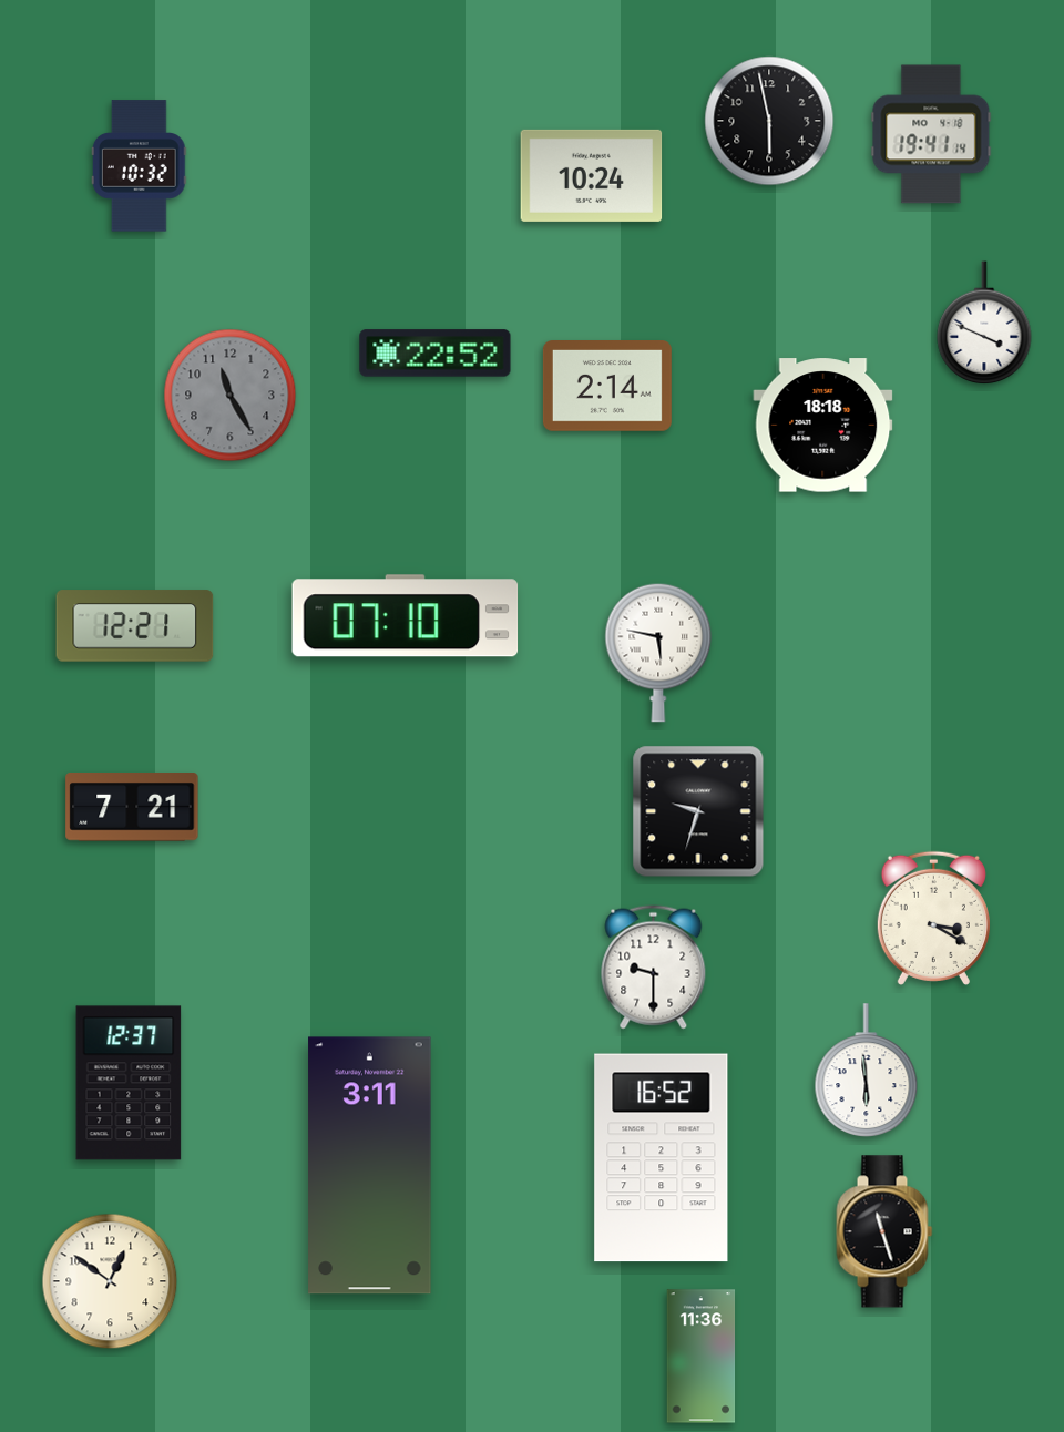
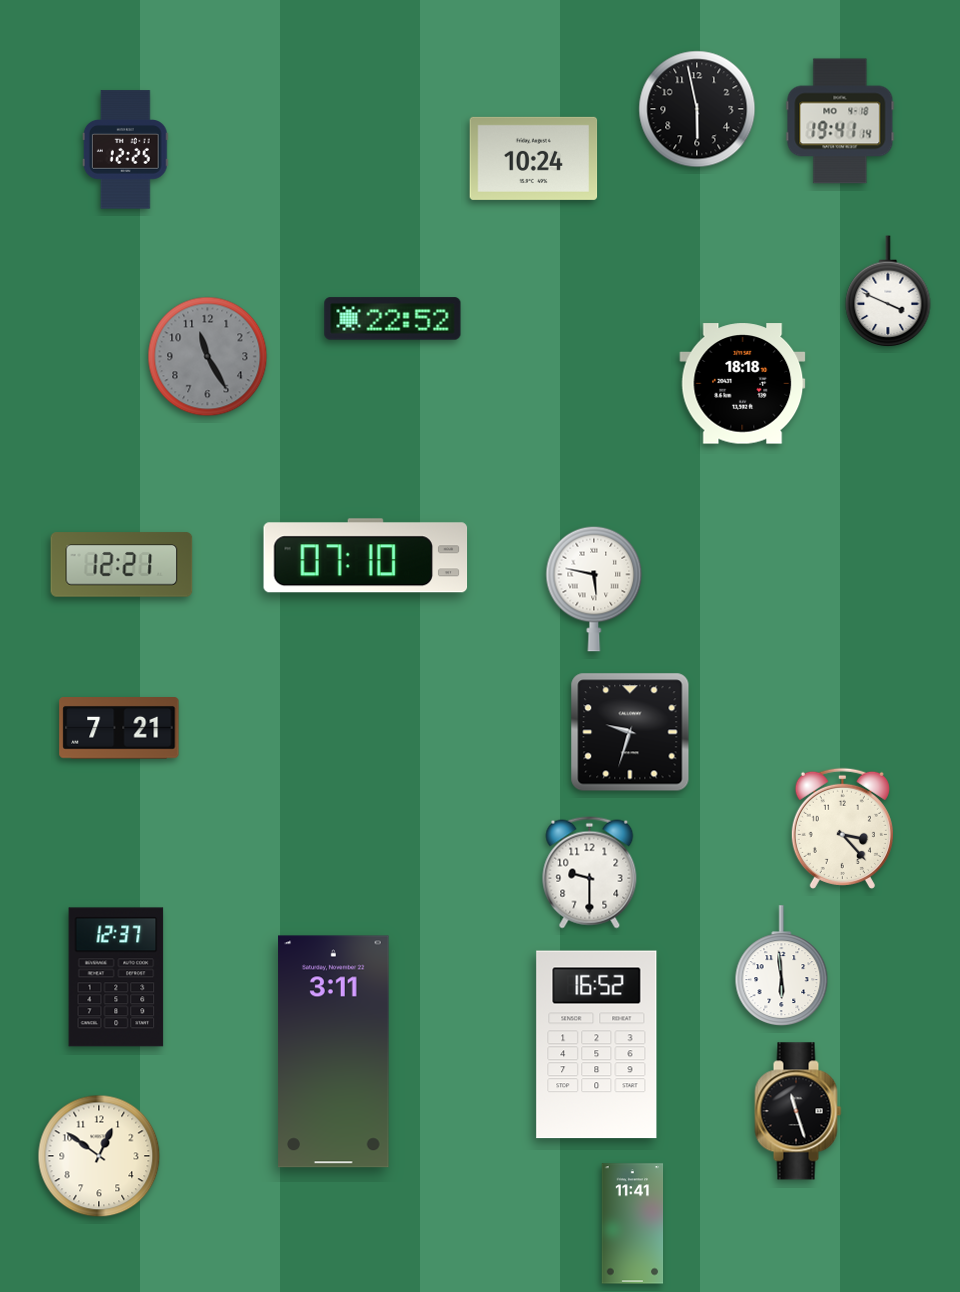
clock at (769, 121) position: (769, 121) -> (697, 109)
clock at (139, 166): 10:32 -> 12:25
clock at (607, 387): 2:14 -> none
clock at (933, 918): 3:20 -> 3:23
clock at (702, 1357): 11:36 -> 11:41
